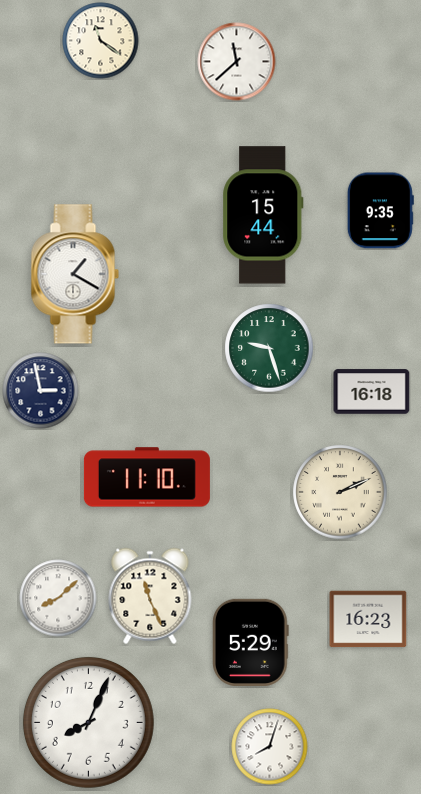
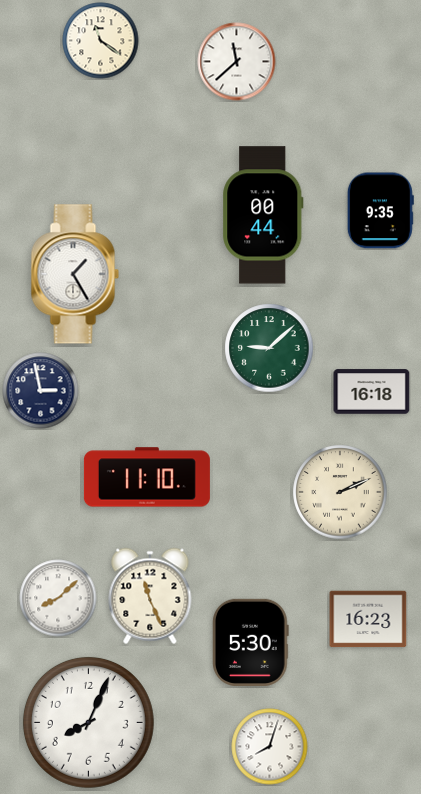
clock at (263, 215): 15:44 -> 00:44
clock at (75, 274): 1:20 -> 1:25
clock at (269, 348): 9:27 -> 9:08
clock at (251, 642): 5:29 -> 5:30
